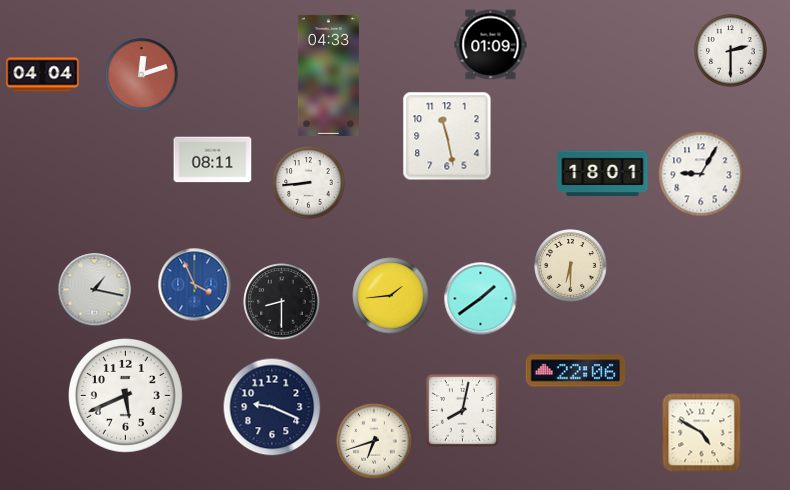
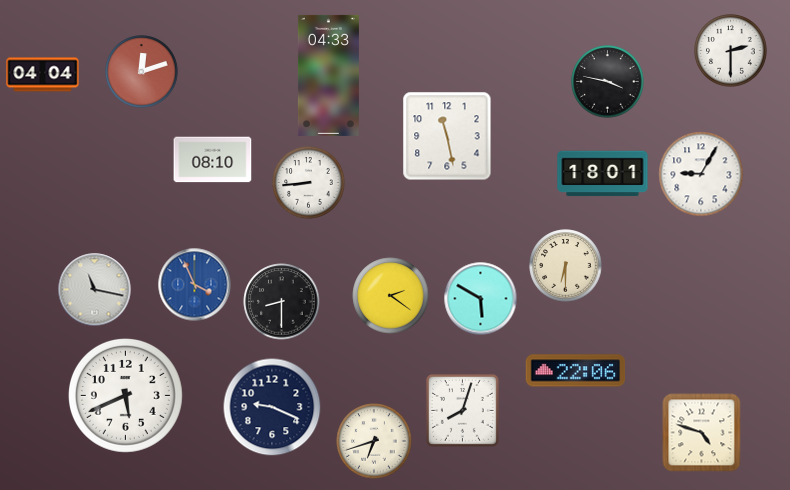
clock at (491, 45): 01:09 -> none
clock at (142, 75) position: (142, 75) -> (142, 72)
clock at (608, 82): none -> 3:47
clock at (213, 160): 08:11 -> 08:10
clock at (571, 266) position: (571, 266) -> (566, 266)
clock at (95, 290): 1:17 -> 11:17
clock at (391, 296): 1:44 -> 2:21
clock at (481, 299): 1:39 -> 5:50
clock at (462, 410): 8:02 -> 8:03
clock at (702, 433): 4:50 -> 4:48
